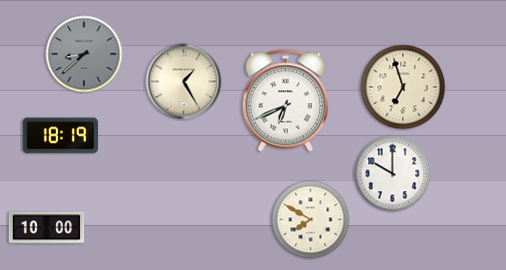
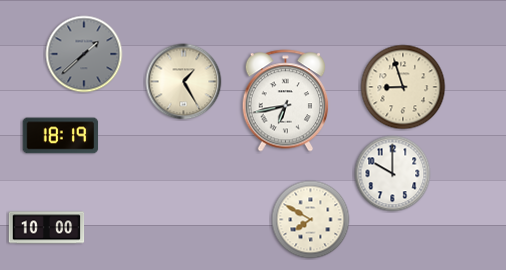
clock at (84, 54): 8:38 -> 1:38
clock at (403, 87): 6:57 -> 8:57
clock at (286, 101): 6:41 -> 6:43
